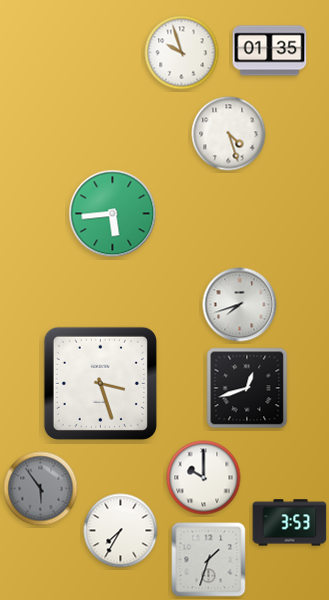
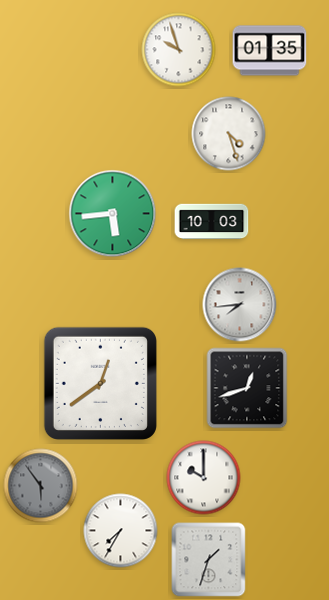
clock at (182, 53) position: (182, 53) -> (179, 50)
clock at (212, 222): none -> 10:03
clock at (240, 305): 7:42 -> 7:44
clock at (100, 383): 3:27 -> 12:39
clock at (41, 489) position: (41, 489) -> (41, 486)
clock at (290, 523): 3:53 -> none
